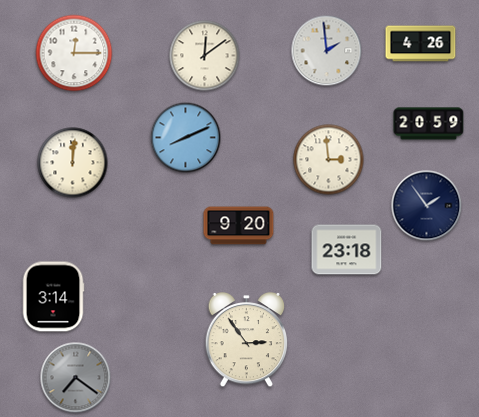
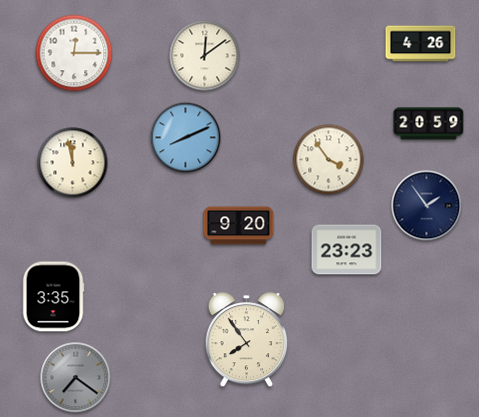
clock at (327, 51): 1:59 -> none
clock at (329, 160): 2:59 -> 3:54
clock at (73, 163): 12:01 -> 11:58
clock at (347, 250): 23:18 -> 23:23
clock at (53, 297): 3:14 -> 3:35
clock at (247, 341): 2:54 -> 7:54
